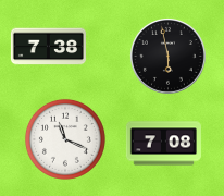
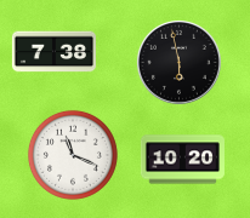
clock at (167, 56) position: (167, 56) -> (178, 62)
clock at (163, 144): 7:08 -> 10:20
